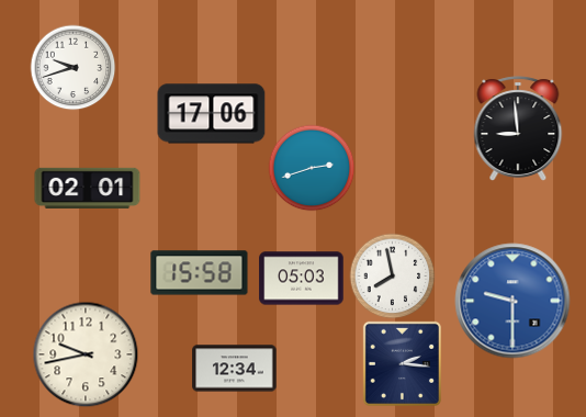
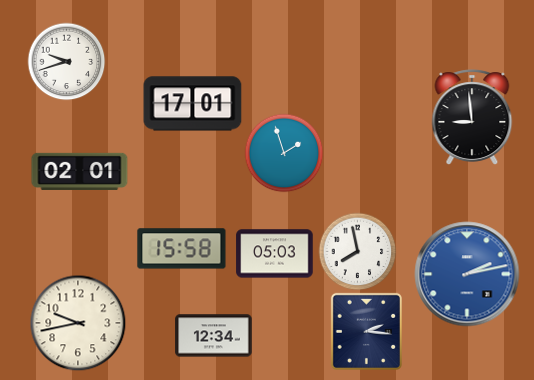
clock at (212, 114): 17:06 -> 17:01
clock at (312, 168): 2:42 -> 1:57
clock at (512, 301): 9:30 -> 2:13
